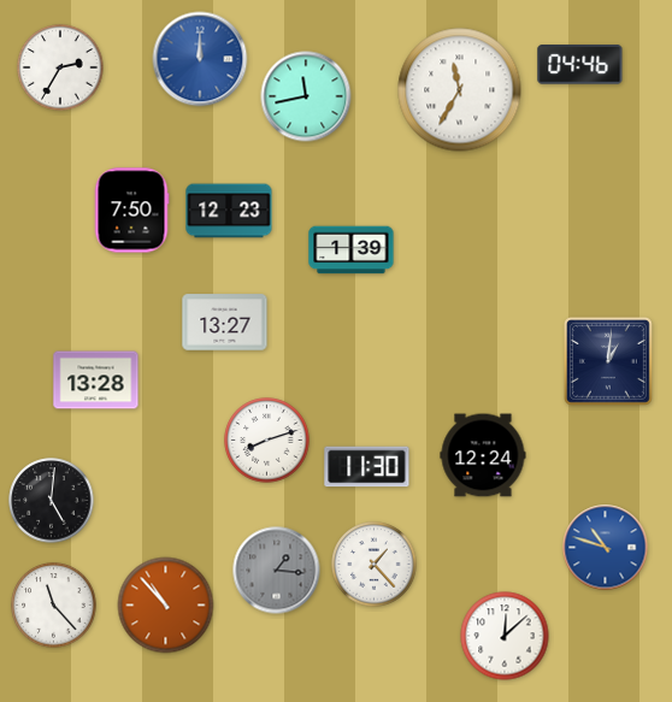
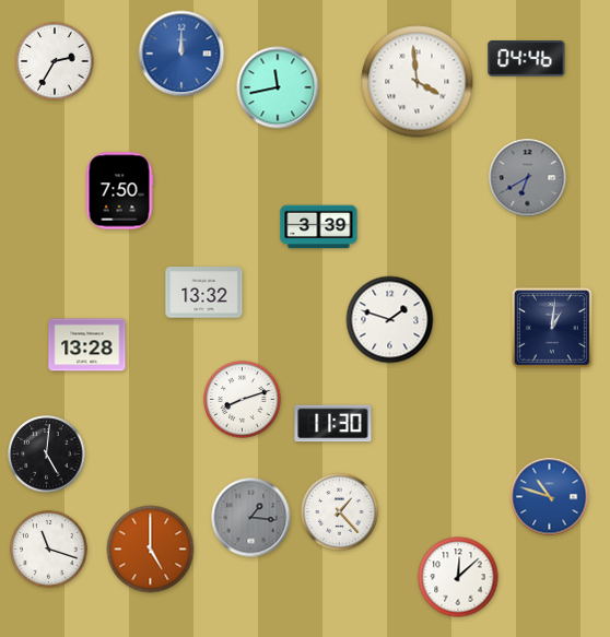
clock at (460, 90): 11:35 -> 3:59
clock at (528, 178): none -> 6:40
clock at (229, 211): 12:23 -> none
clock at (352, 250): 1:39 -> 3:39
clock at (225, 323): 13:27 -> 13:32
clock at (390, 320): none -> 1:48
clock at (483, 455): 12:24 -> none
clock at (54, 606): 11:23 -> 11:18
clock at (166, 606): 10:53 -> 5:00
